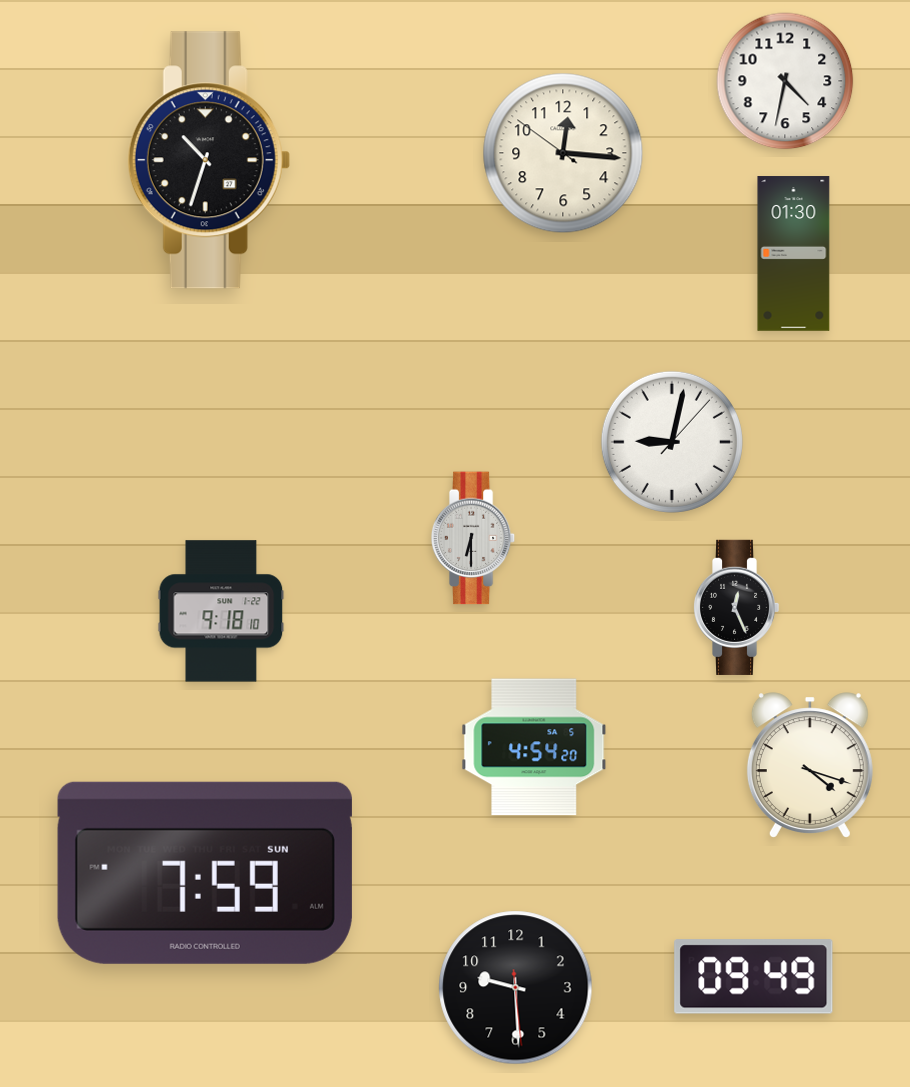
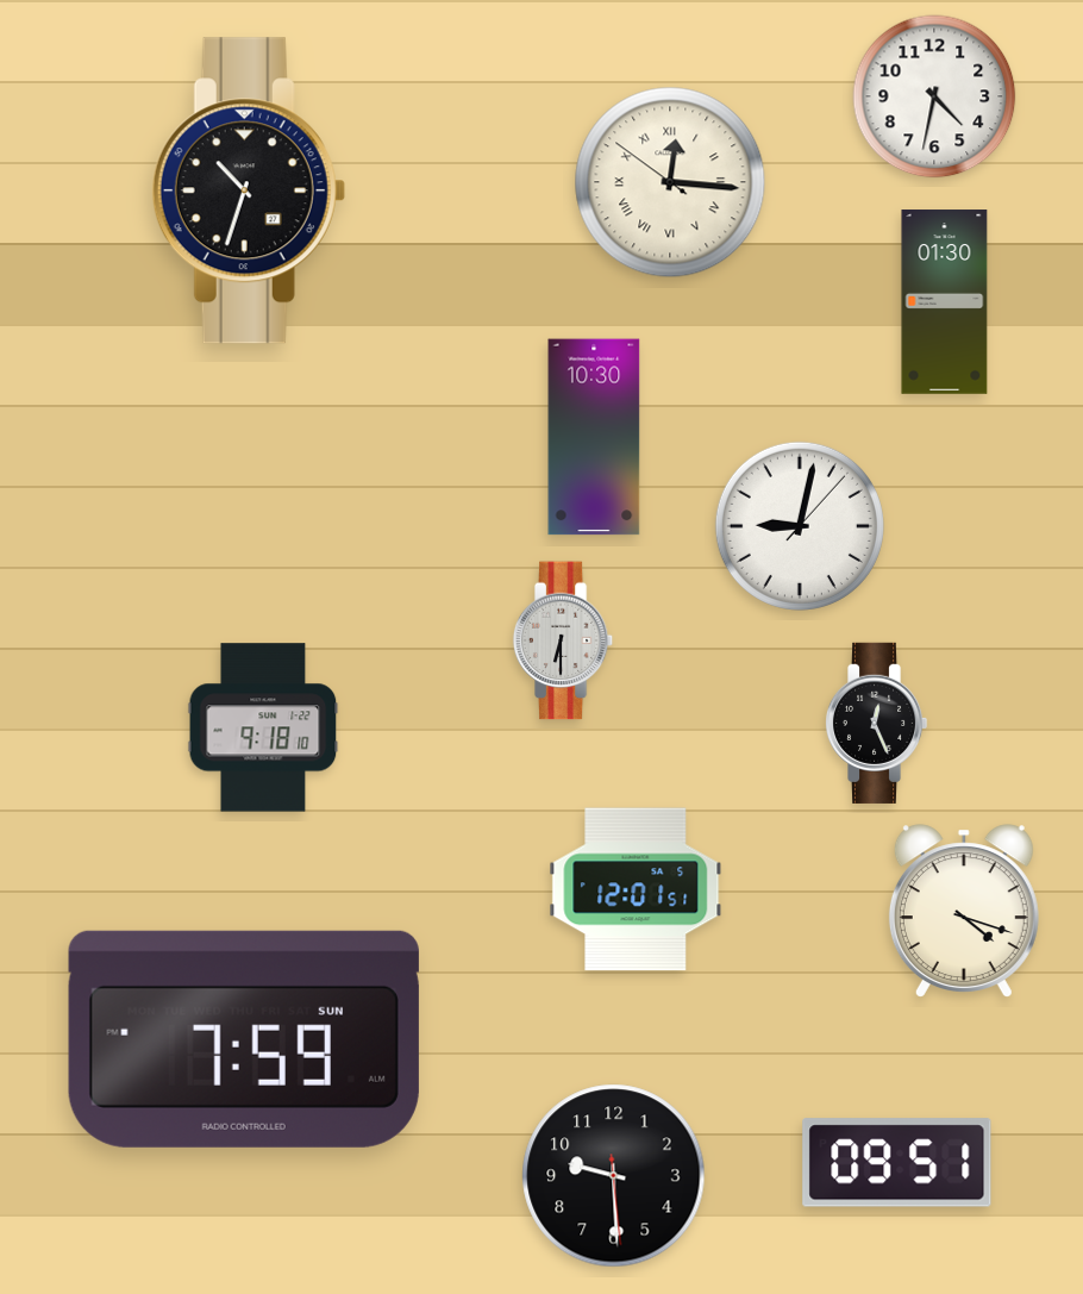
clock at (563, 153) numerals: Arabic -> Roman
clock at (594, 437): none -> 10:30
clock at (534, 747): 4:54 -> 12:01
clock at (754, 977): 09:49 -> 09:51
